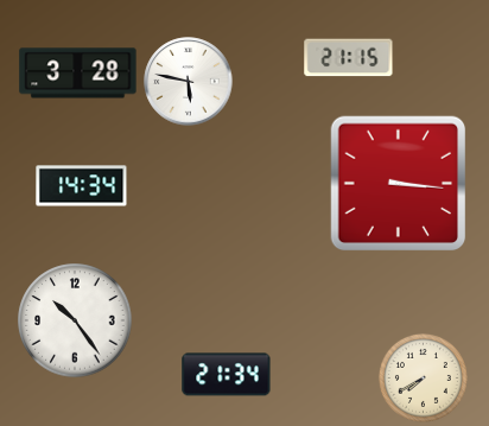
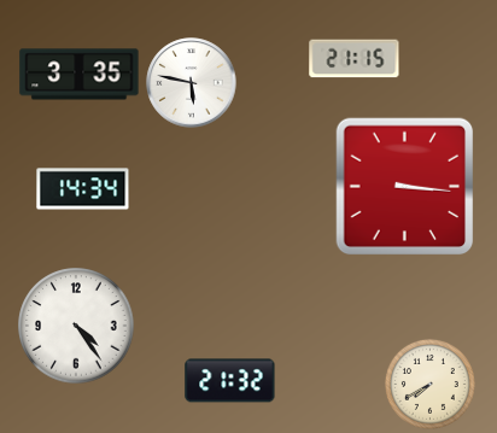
clock at (78, 74): 3:28 -> 3:35
clock at (75, 320): 10:24 -> 4:24
clock at (227, 375): 21:34 -> 21:32
